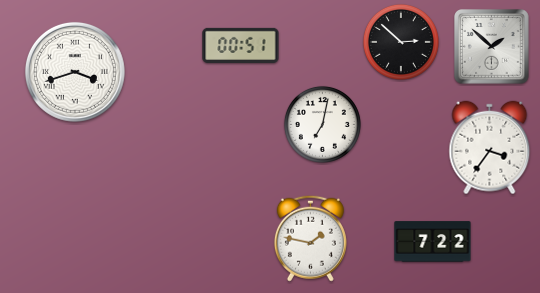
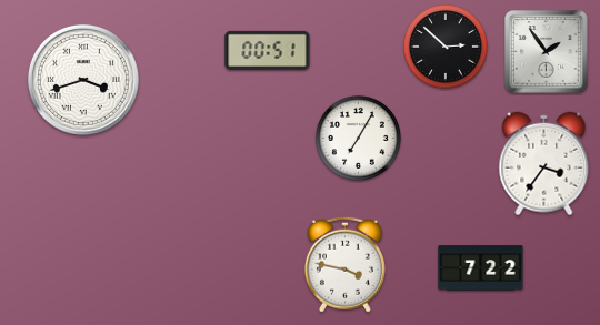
clock at (492, 47): 1:52 -> 1:54
clock at (322, 124): 7:02 -> 7:05
clock at (310, 238): 1:47 -> 3:47
